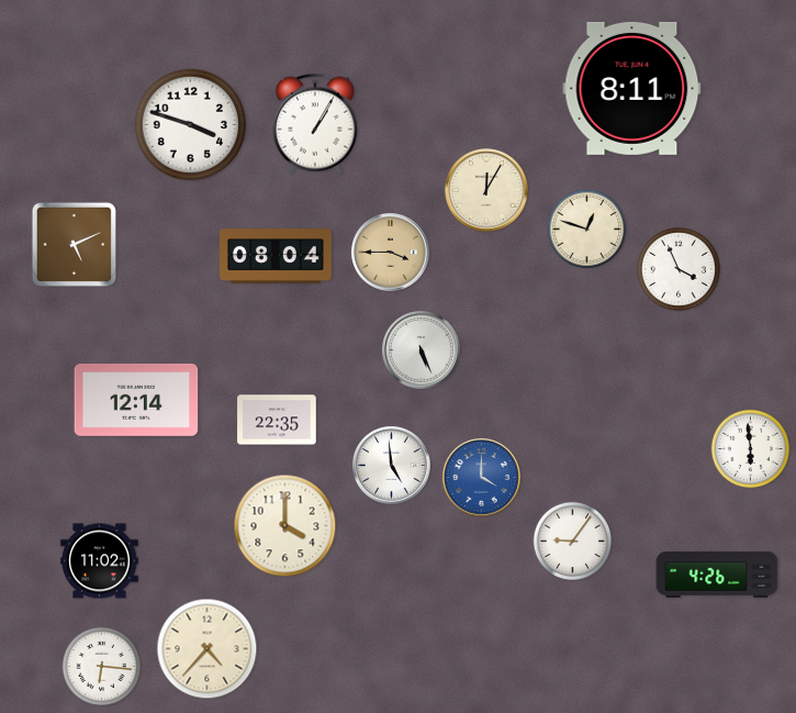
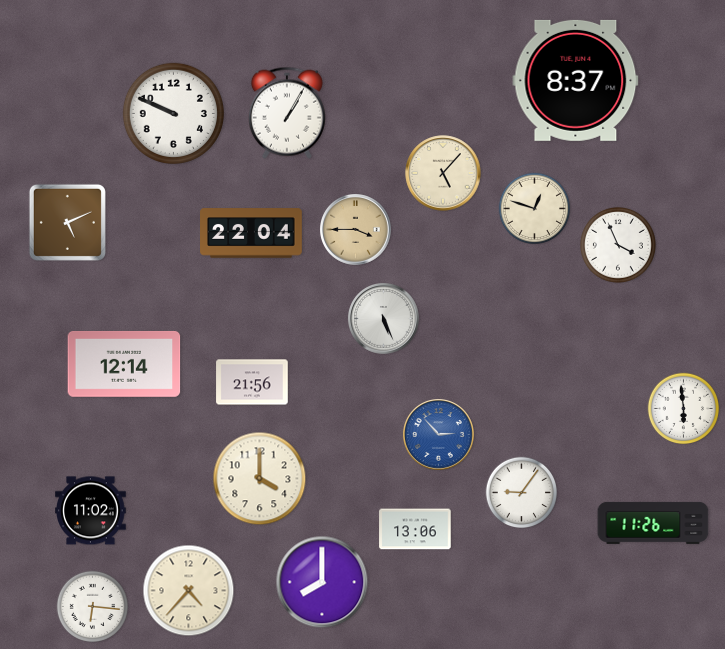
clock at (632, 88): 8:11 -> 8:37
clock at (190, 124): 3:48 -> 9:49
clock at (486, 190): 12:05 -> 5:07
clock at (276, 256): 08:04 -> 22:04
clock at (277, 420): 22:35 -> 21:56
clock at (392, 466): 4:59 -> none
clock at (482, 478): 4:00 -> 2:53
clock at (717, 575): 4:26 -> 11:26
clock at (415, 529): none -> 13:06
clock at (322, 582): none -> 8:00
